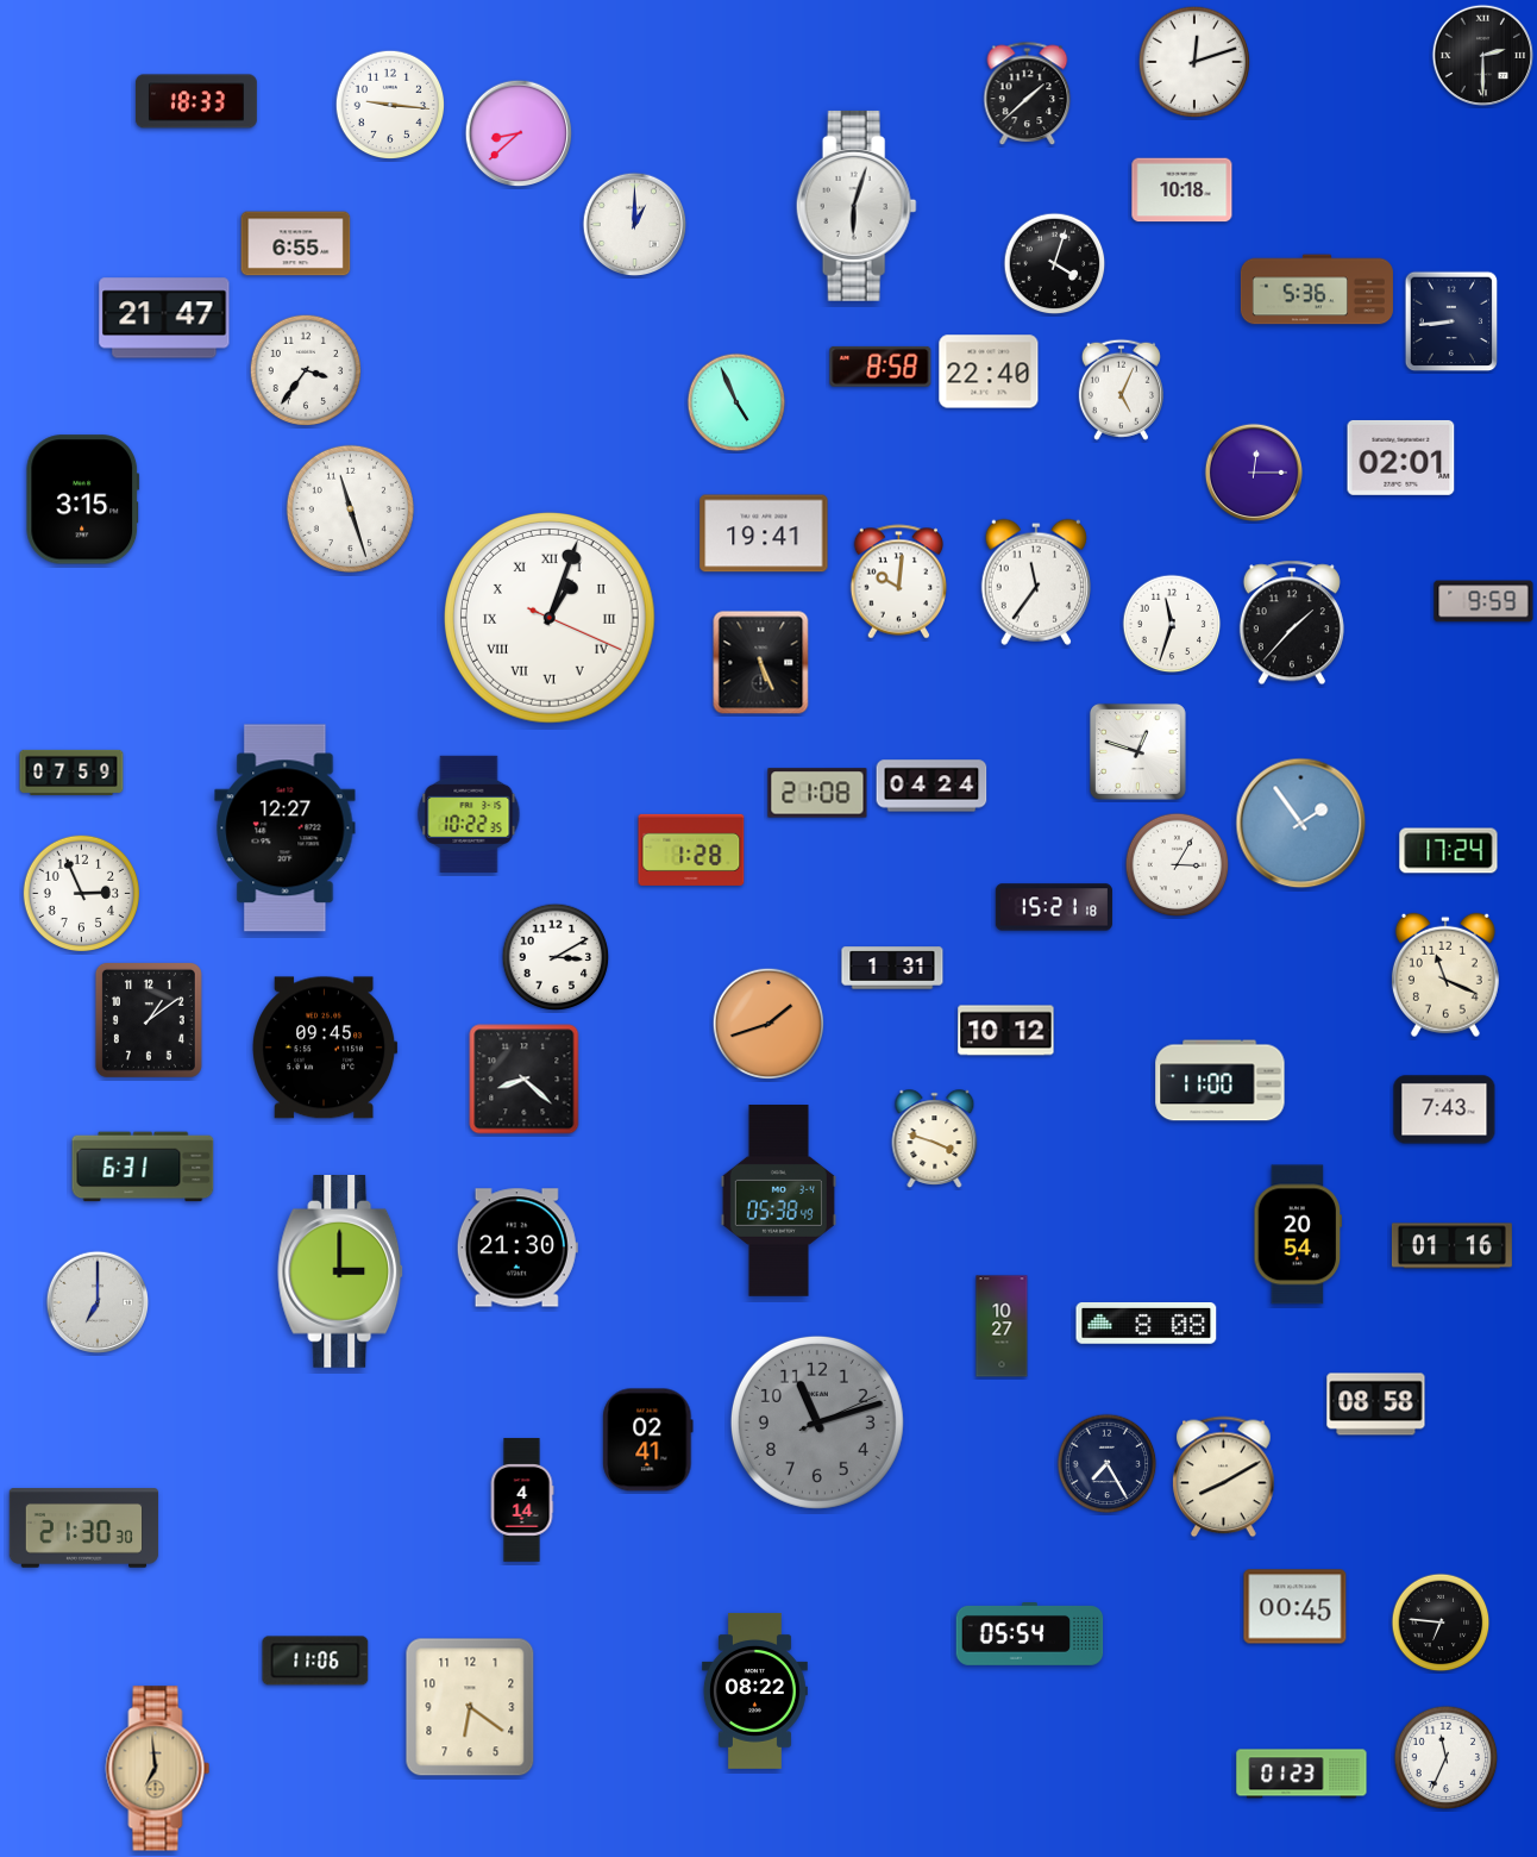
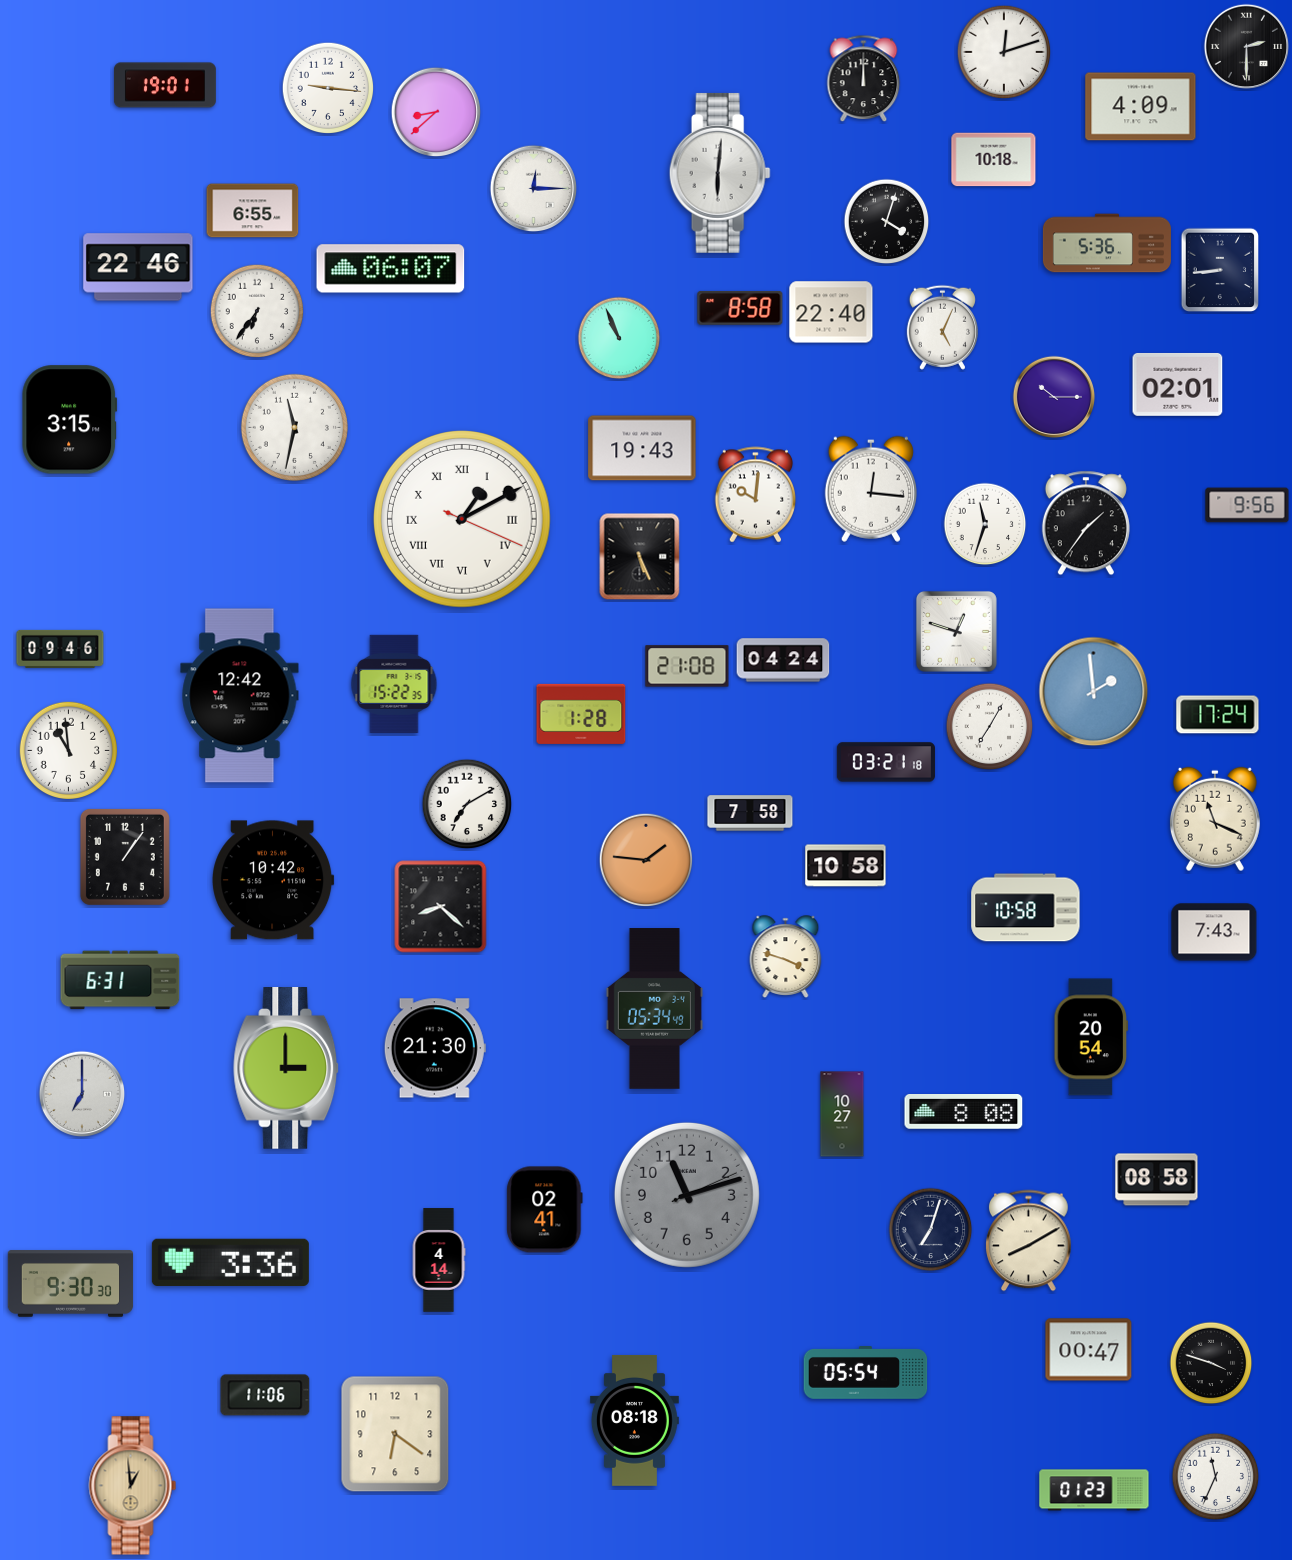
clock at (1028, 94): 1:38 -> 12:00
clock at (196, 101): 18:33 -> 19:01
clock at (1141, 107): none -> 4:09
clock at (857, 206): 6:03 -> 6:01
clock at (635, 225): 1:00 -> 12:15
clock at (296, 244) position: (296, 244) -> (253, 211)
clock at (164, 318): 21:47 -> 22:46
clock at (391, 269): none -> 06:07
clock at (306, 370): 3:36 -> 6:36
clock at (736, 402): 4:56 -> 10:56
clock at (1253, 471): 12:15 -> 10:15
clock at (350, 508): 11:27 -> 11:32
clock at (764, 533): 19:41 -> 19:43
clock at (899, 582) position: (899, 582) -> (756, 495)
clock at (1036, 582): 11:36 -> 12:16
clock at (1483, 601): 9:59 -> 9:56
clock at (551, 619): 1:03 -> 1:10
clock at (1292, 623): 1:37 -> 1:36
clock at (71, 773): 07:59 -> 09:46
clock at (469, 814): 10:22 -> 15:22
clock at (1301, 824): 1:54 -> 1:59
clock at (286, 829): 12:27 -> 12:42
clock at (1178, 865): 3:05 -> 7:05
clock at (81, 893): 2:56 -> 10:59
clock at (1054, 907): 15:21 -> 03:21
clock at (556, 957): 3:10 -> 7:10
clock at (892, 968): 1:31 -> 7:58
clock at (149, 1020): 1:09 -> 1:06
clock at (768, 1024): 1:42 -> 1:46
clock at (1006, 1031): 10:12 -> 10:58
clock at (325, 1048): 09:45 -> 10:42
clock at (1221, 1081): 11:00 -> 10:58
clock at (778, 1201): 05:38 -> 05:34
clock at (1451, 1246): 01:16 -> none
clock at (1108, 1464): 7:25 -> 7:03
clock at (230, 1262): none -> 3:36
clock at (84, 1528): 21:30 -> 9:30
clock at (1296, 1607): 00:45 -> 00:47
clock at (1441, 1622): 6:46 -> 3:48
clock at (754, 1692): 08:22 -> 08:18
clock at (158, 1769): 6:59 -> 12:59
